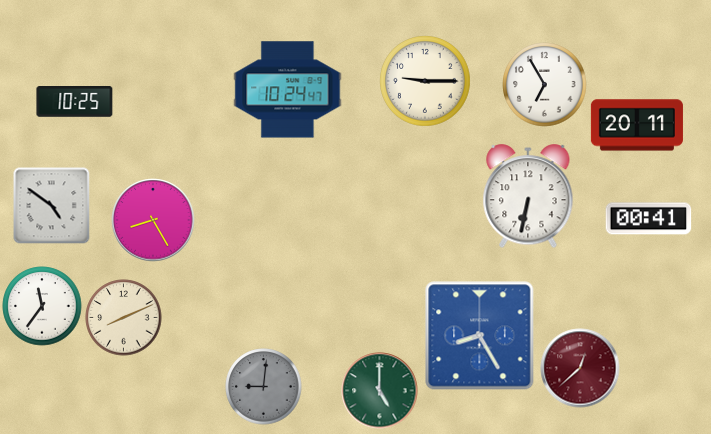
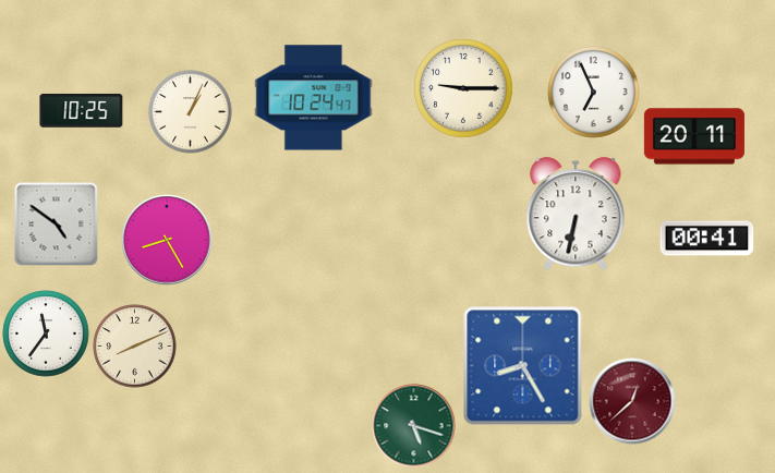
clock at (545, 85): 6:55 -> 6:56
clock at (191, 112): none -> 1:04
clock at (264, 387): 9:01 -> none
clock at (380, 391): 5:00 -> 5:18
